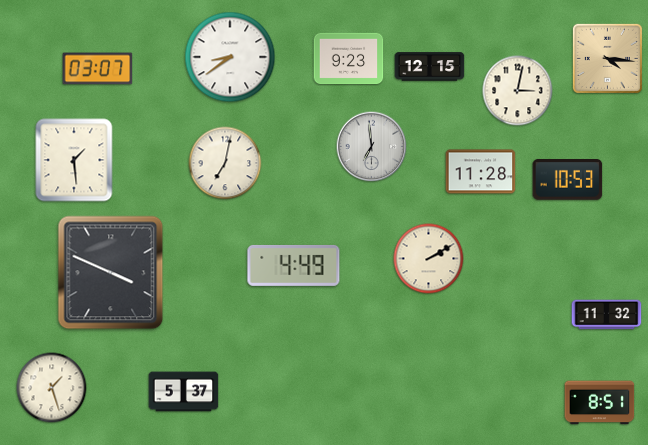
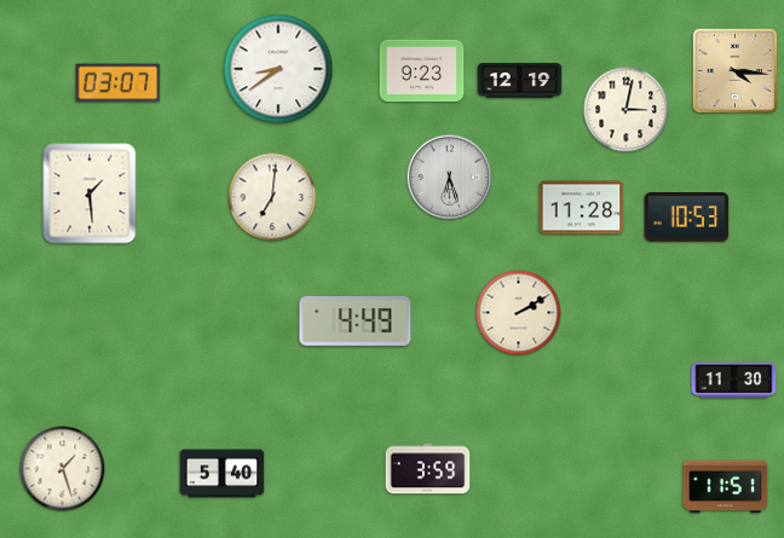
clock at (430, 67): 12:15 -> 12:19
clock at (372, 147): 6:59 -> 6:27
clock at (225, 163): 7:02 -> 7:01
clock at (111, 273): 3:49 -> none
clock at (607, 315): 11:32 -> 11:30
clock at (428, 469): none -> 3:59
clock at (184, 392): 5:37 -> 5:40
clock at (600, 403): 8:51 -> 11:51
